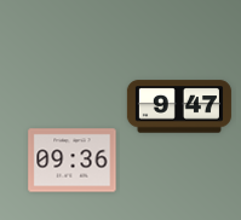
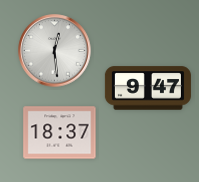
clock at (55, 51): none -> 12:29
clock at (73, 161): 09:36 -> 18:37
